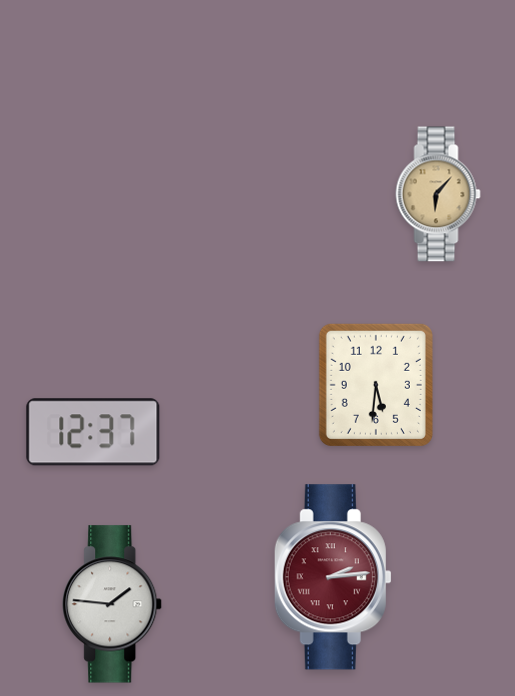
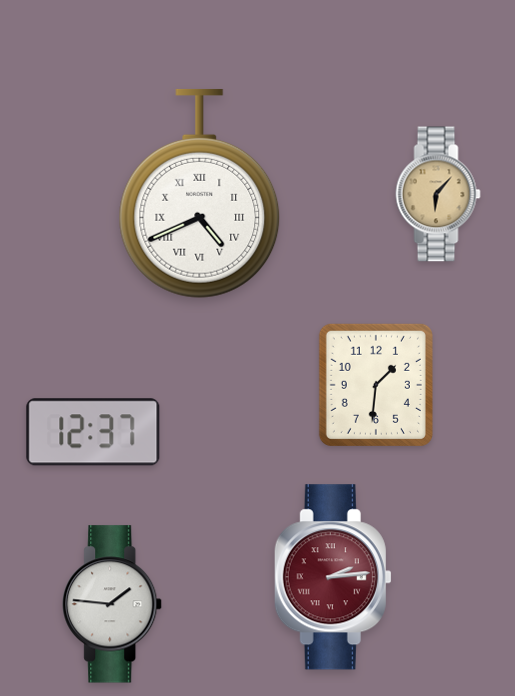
clock at (200, 193): none -> 4:41
clock at (376, 385): 5:31 -> 1:31
